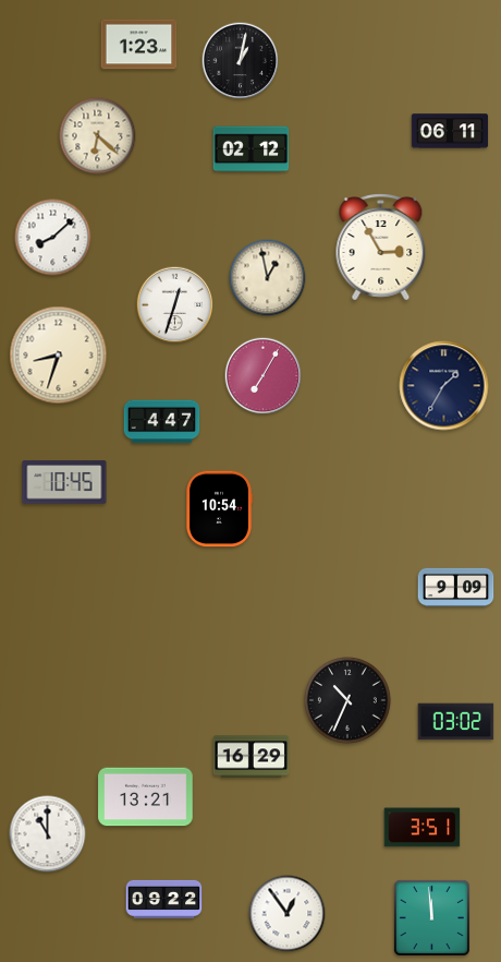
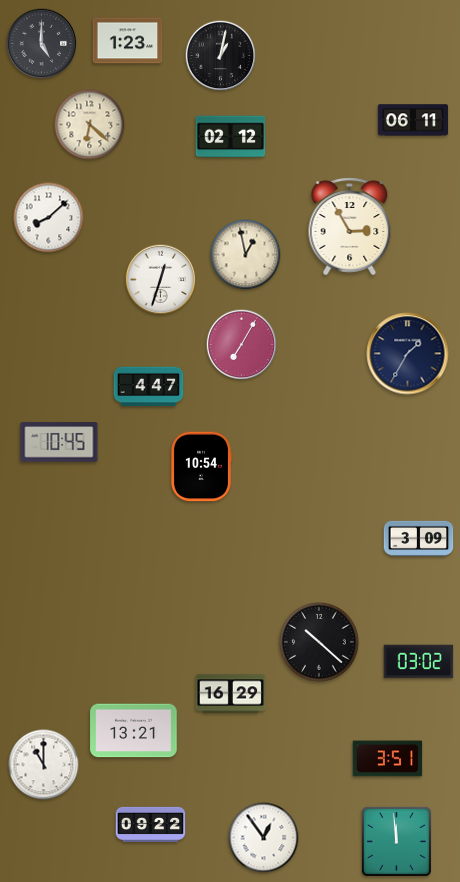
clock at (42, 44): none -> 5:00
clock at (59, 356): 8:33 -> none
clock at (456, 587): 9:09 -> 3:09
clock at (349, 701): 10:34 -> 10:22
